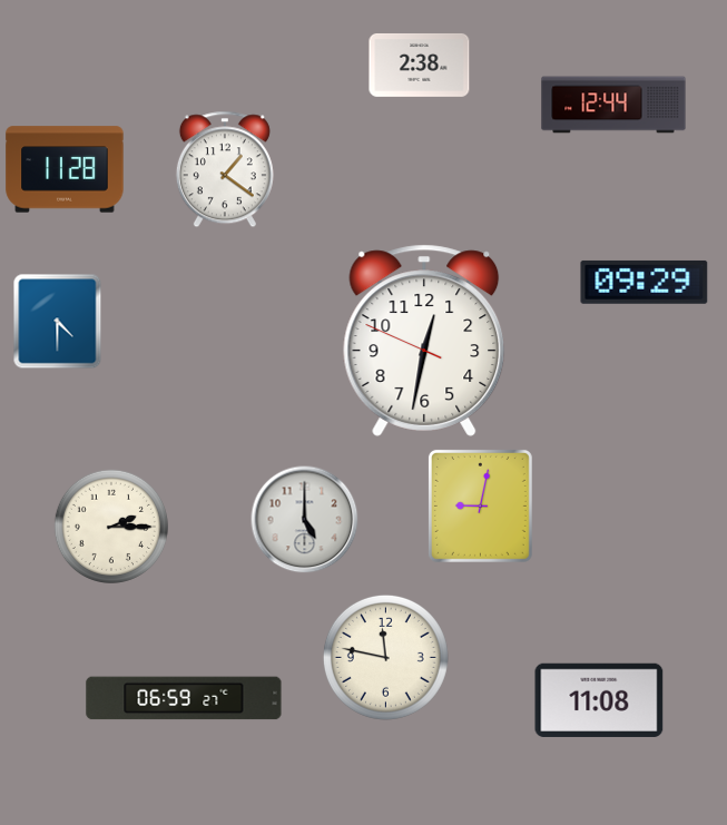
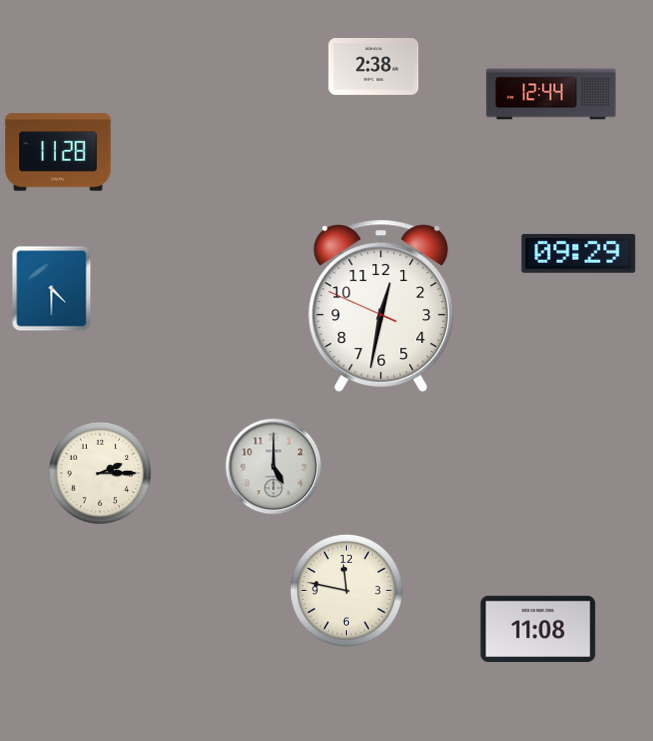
clock at (420, 65) position: (420, 65) -> (374, 66)
clock at (225, 169): 1:21 -> none
clock at (480, 505): 9:02 -> none
clock at (184, 698): 06:59 -> none
